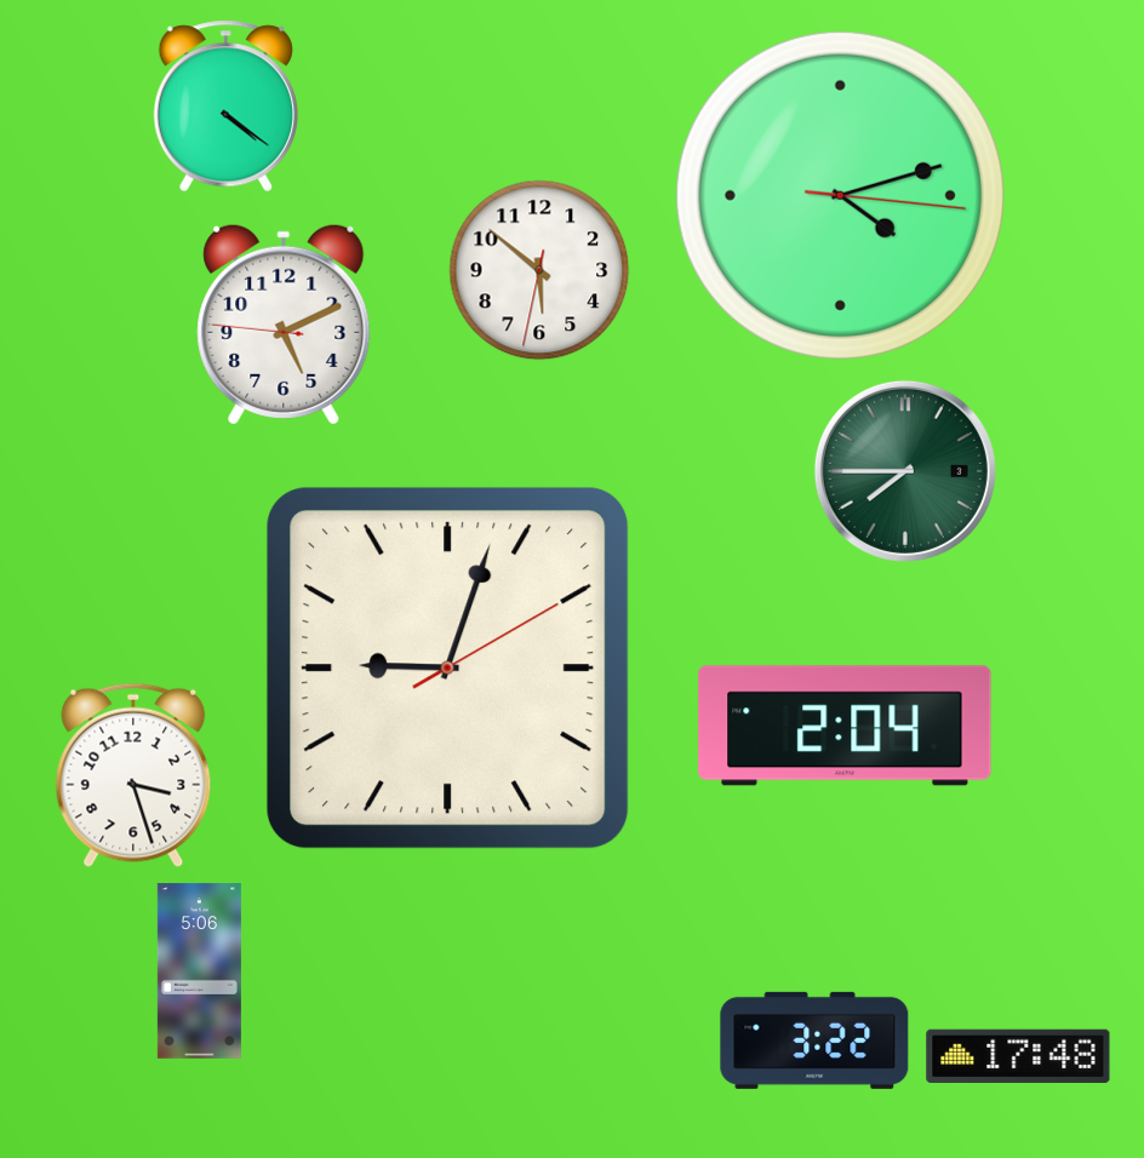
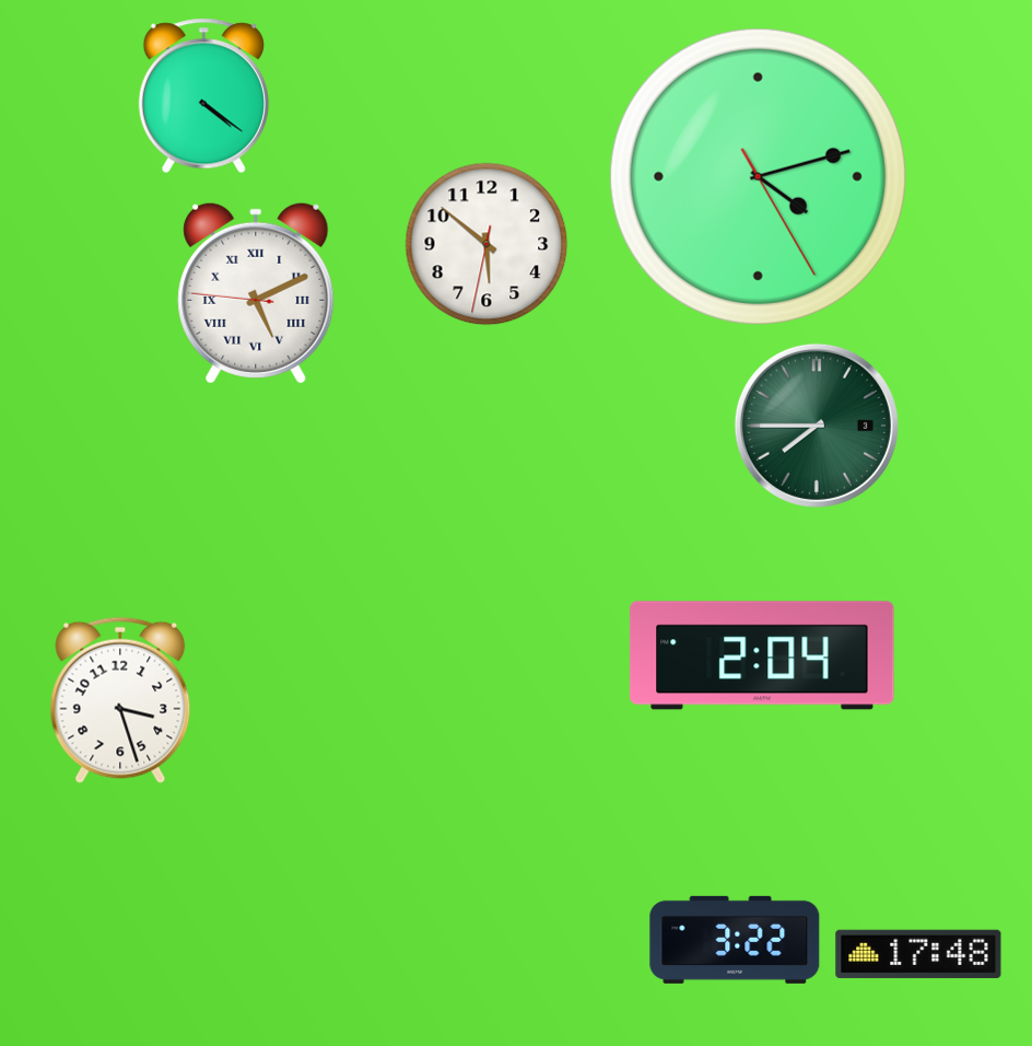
clock at (840, 195): 4:12:16 -> 4:12:25
clock at (284, 325) numerals: Arabic -> Roman
clock at (448, 669): 9:03 -> none
clock at (199, 971): 5:06 -> none
